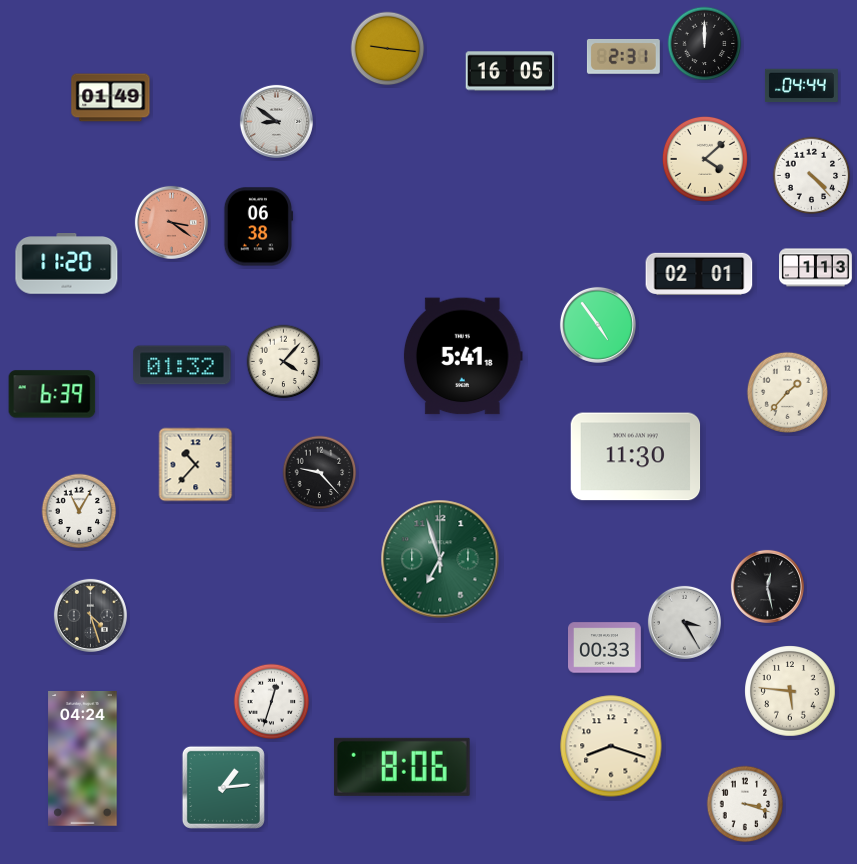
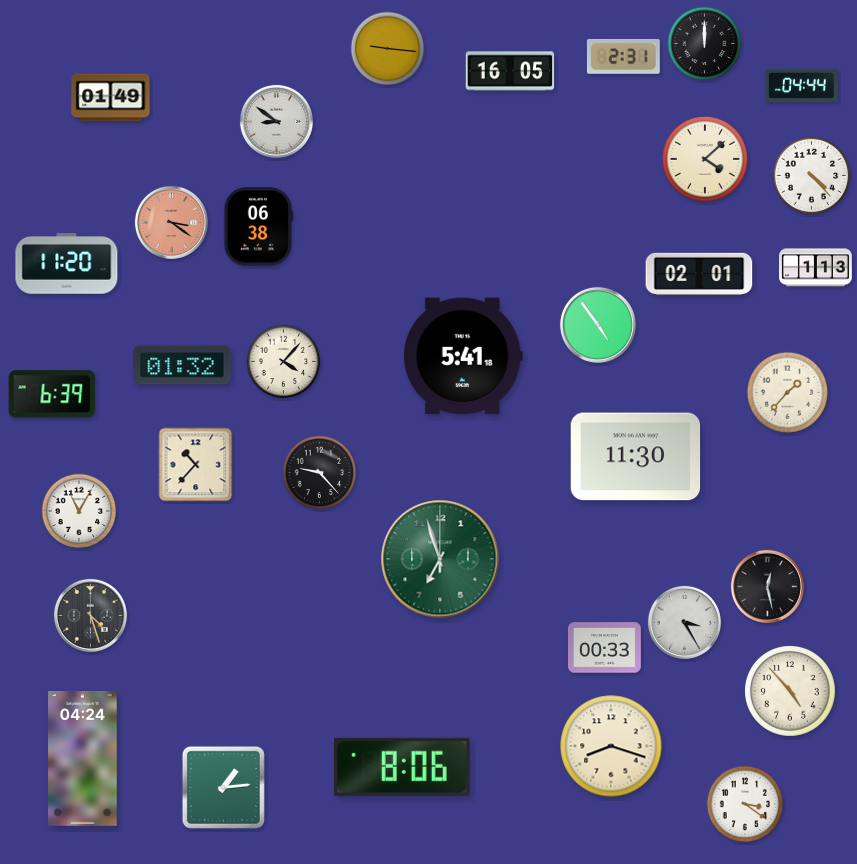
clock at (790, 691): 5:46 -> 4:53
clock at (272, 702): 12:33 -> none
clock at (745, 804): 3:18 -> 3:21
